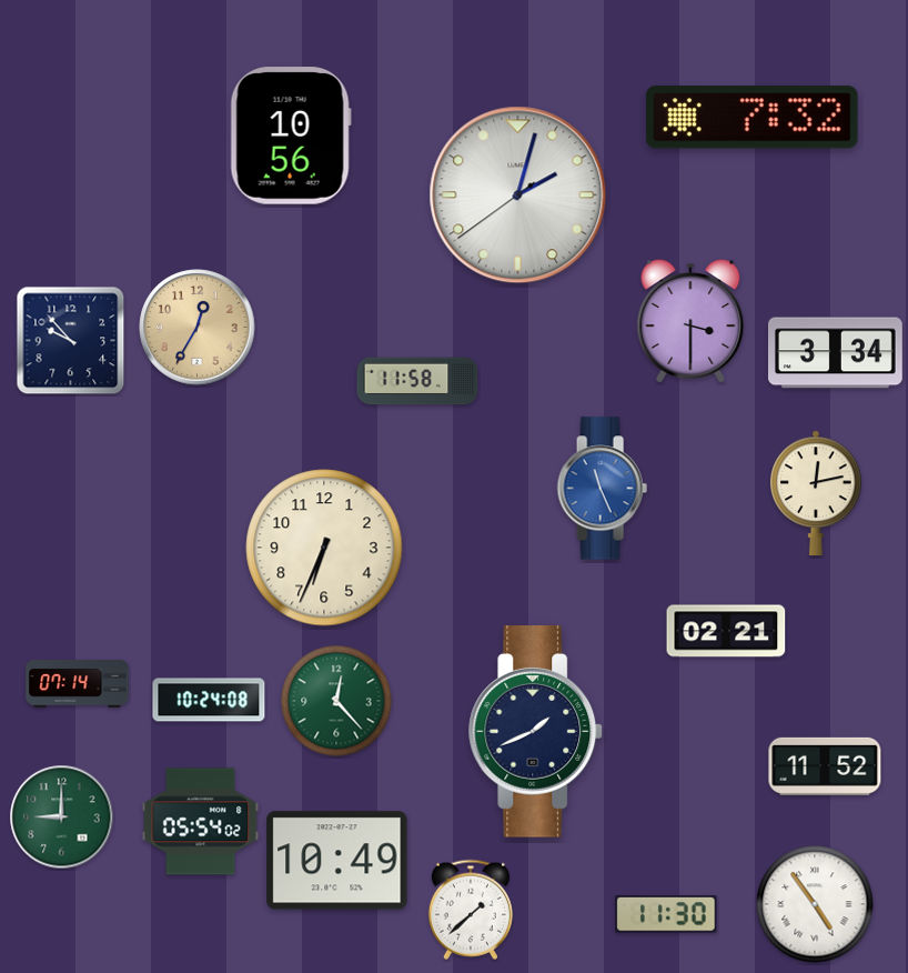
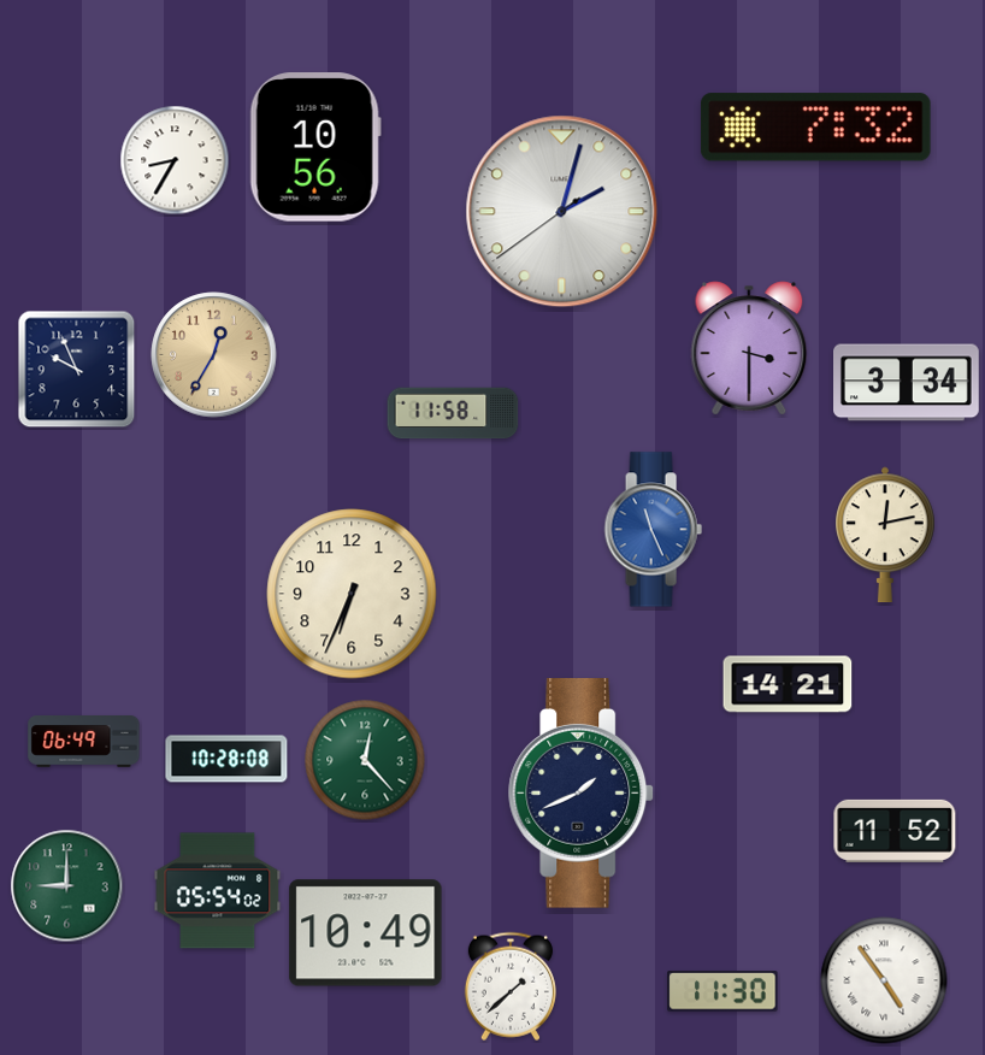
clock at (175, 160): none -> 8:35
clock at (71, 341): 9:53 -> 9:56
clock at (726, 631): 02:21 -> 14:21
clock at (78, 684): 07:14 -> 06:49
clock at (209, 700): 10:24 -> 10:28
